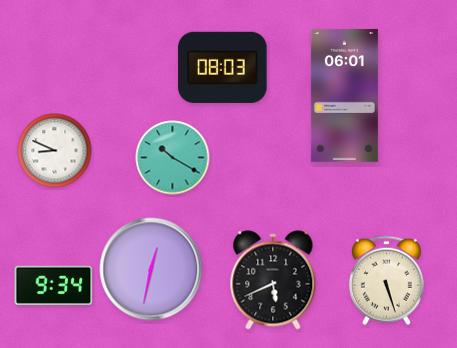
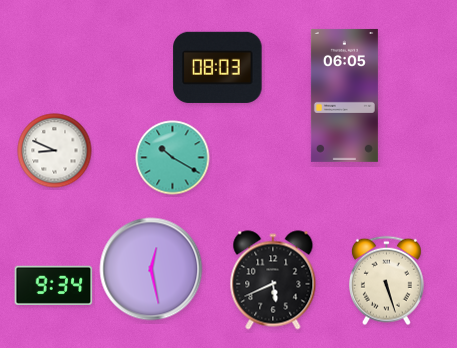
clock at (223, 67) position: (223, 67) -> (218, 67)
clock at (344, 95): 06:01 -> 06:05
clock at (151, 269): 12:32 -> 12:28
